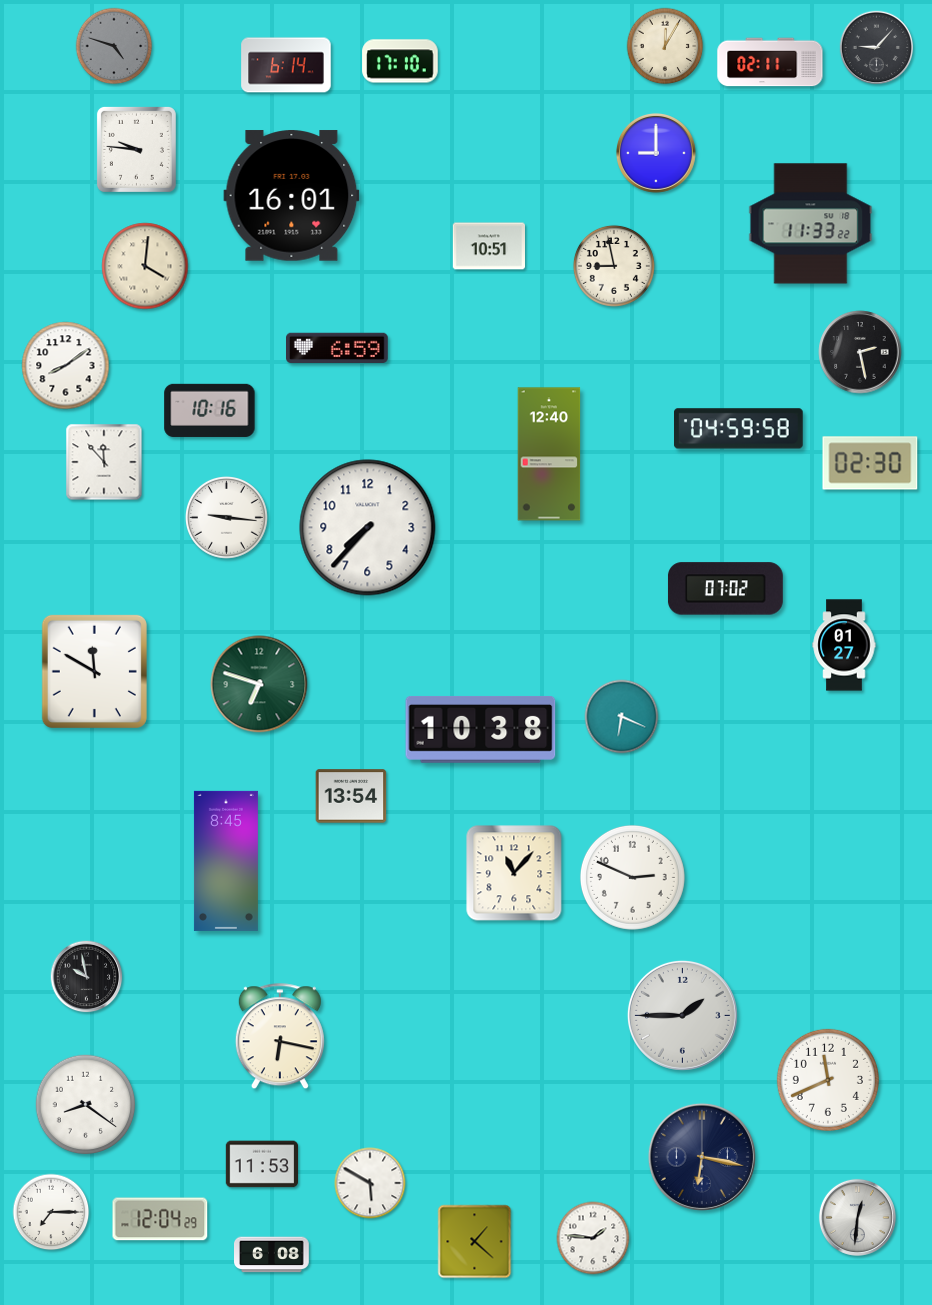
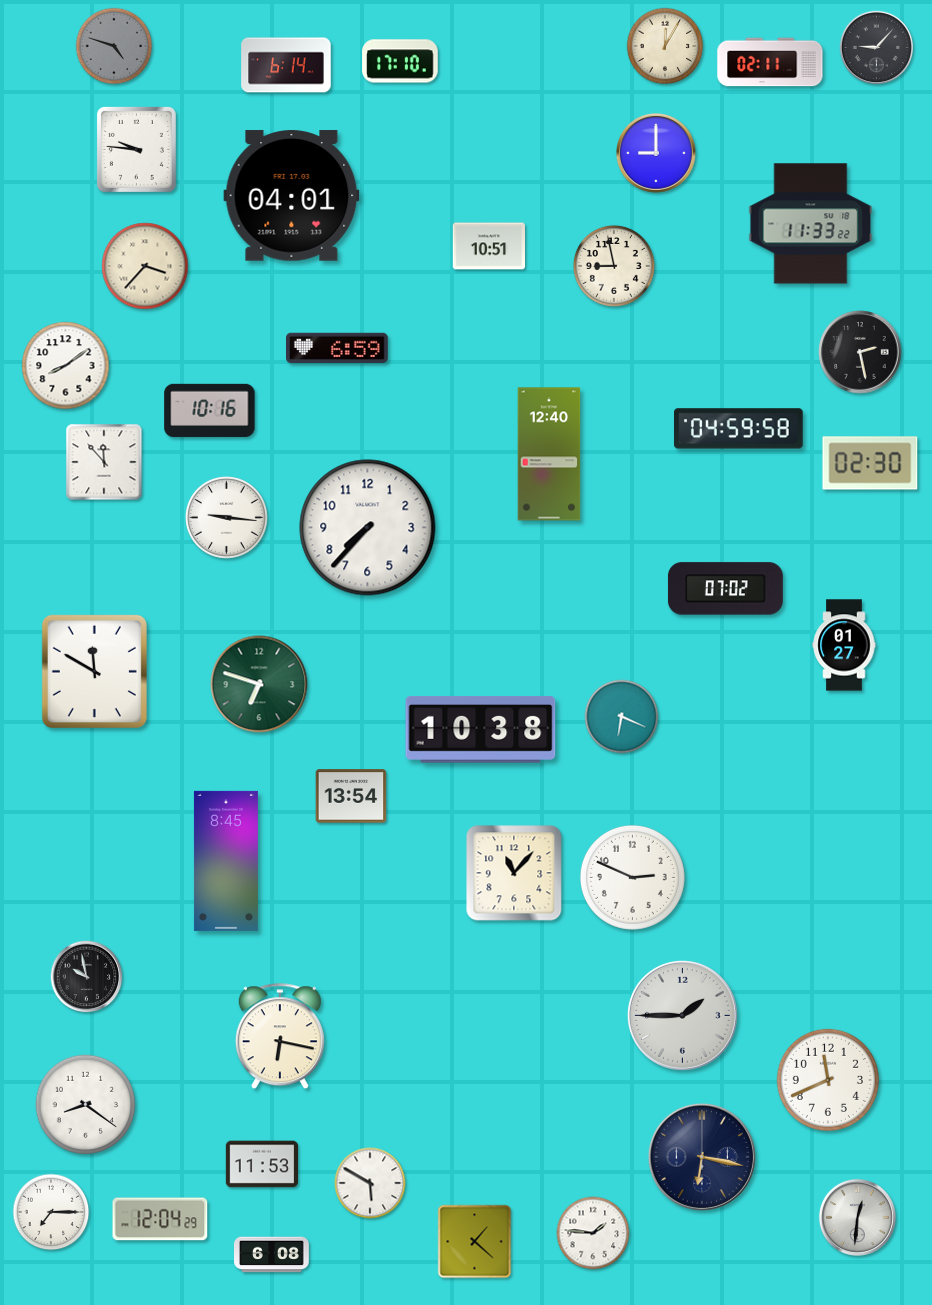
clock at (292, 196): 16:01 -> 04:01
clock at (145, 266): 4:01 -> 3:37
clock at (593, 1238) position: (593, 1238) -> (593, 1233)
